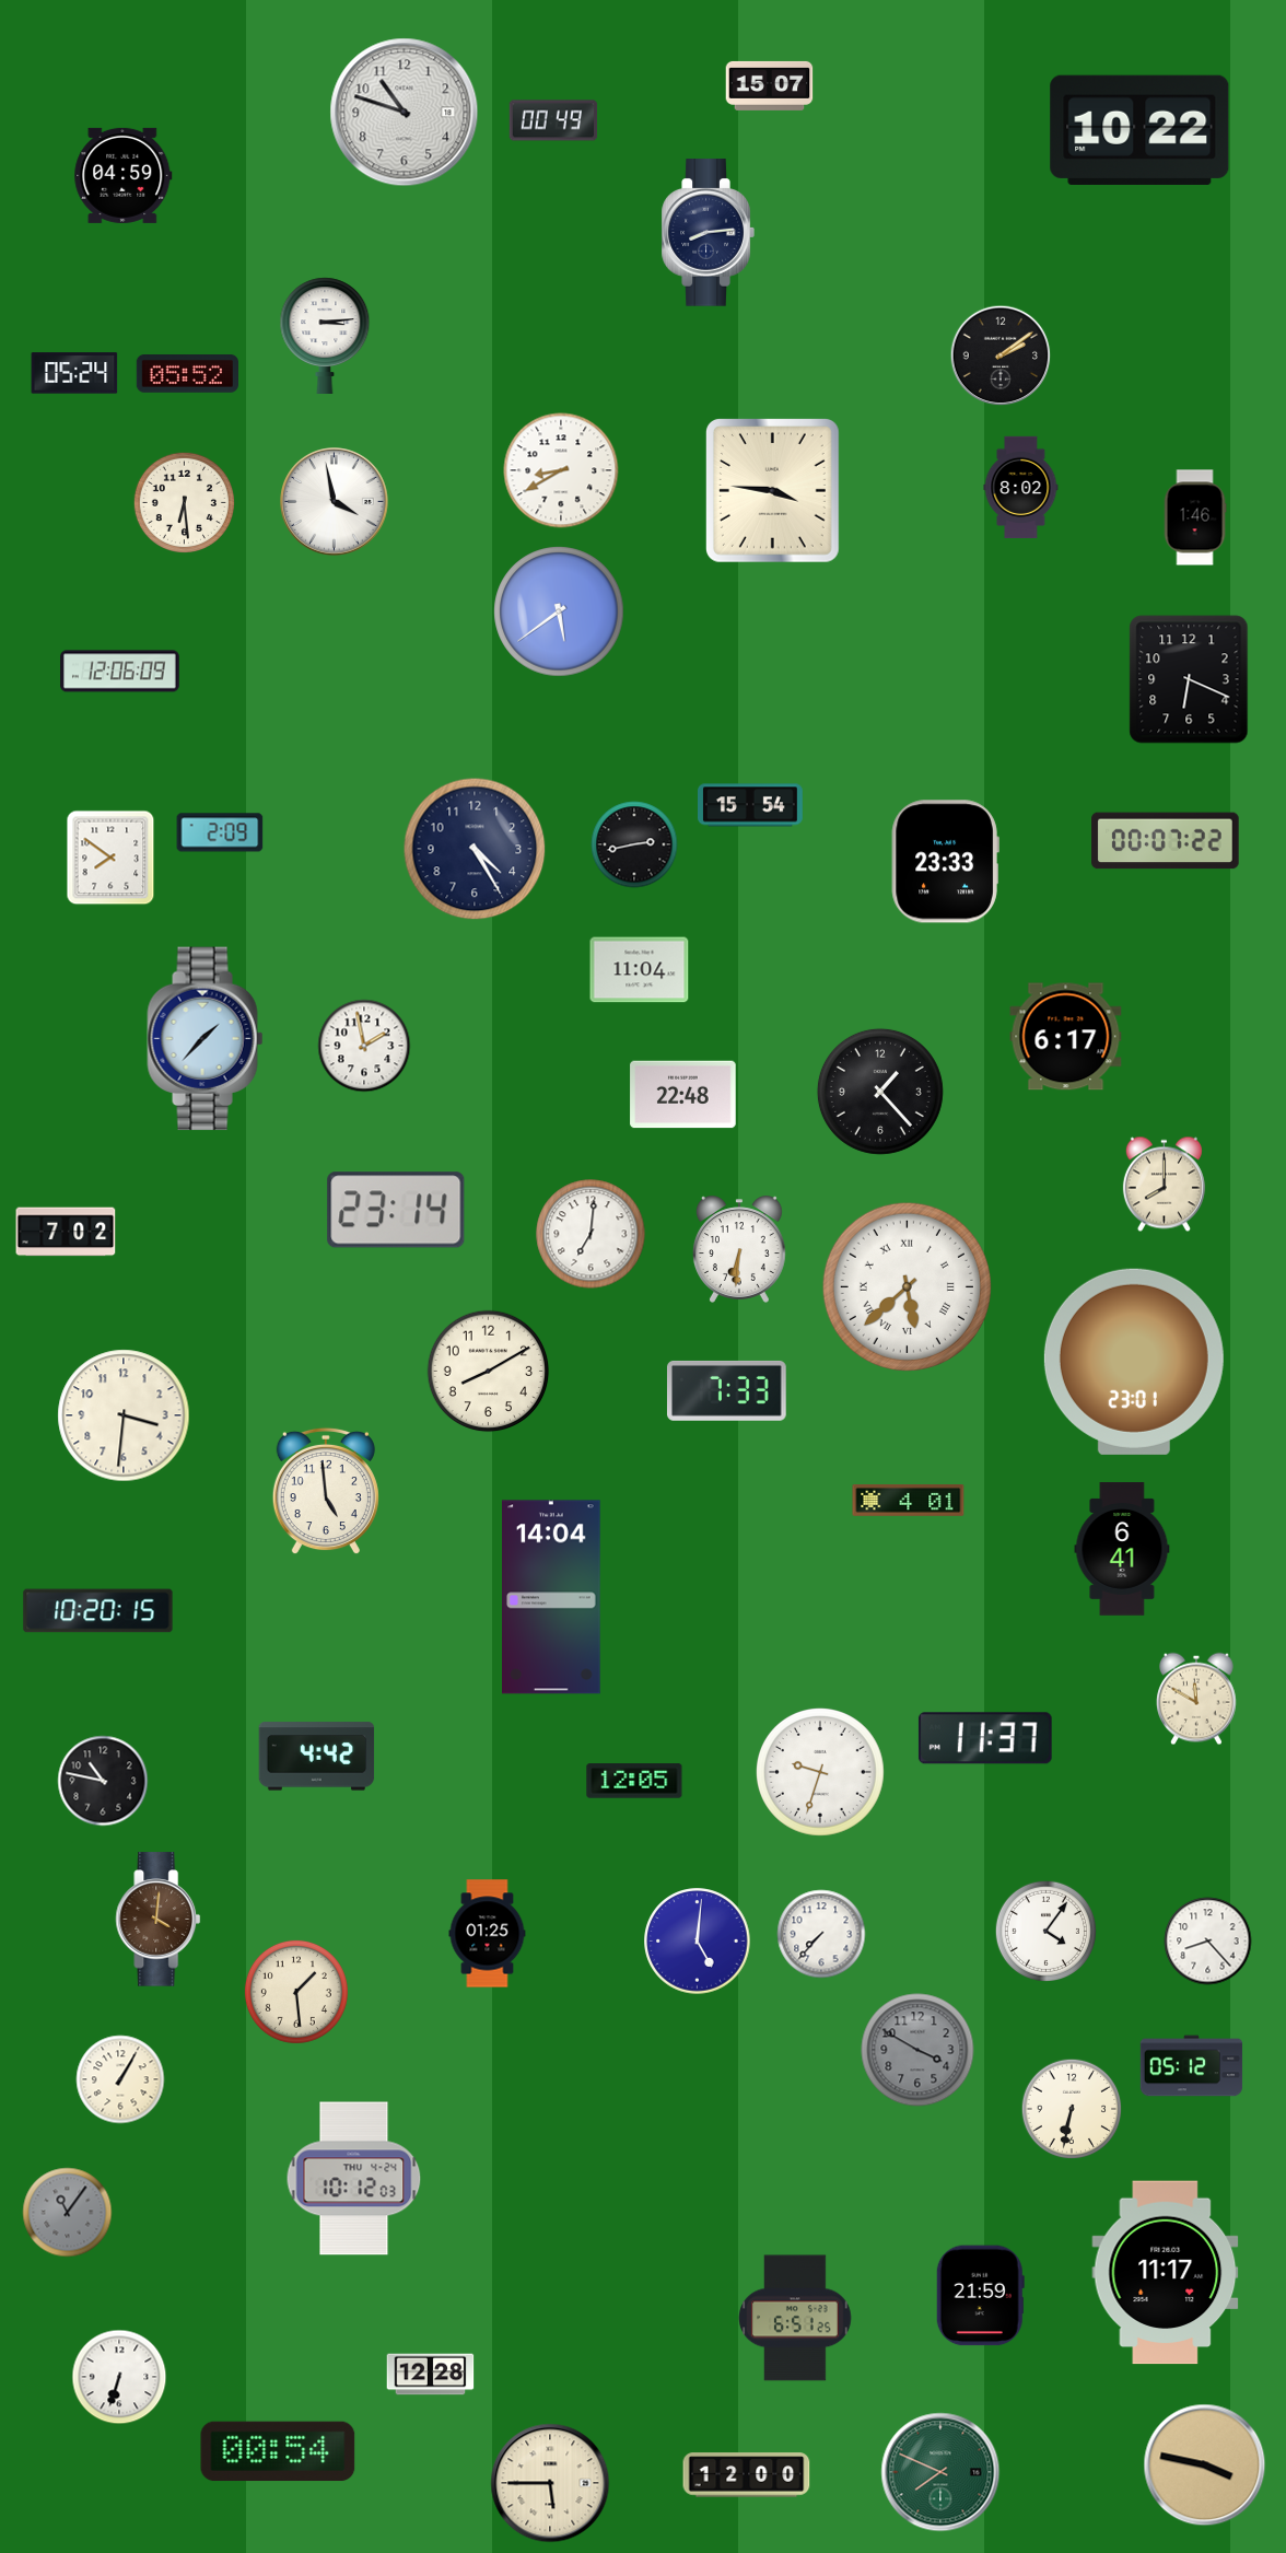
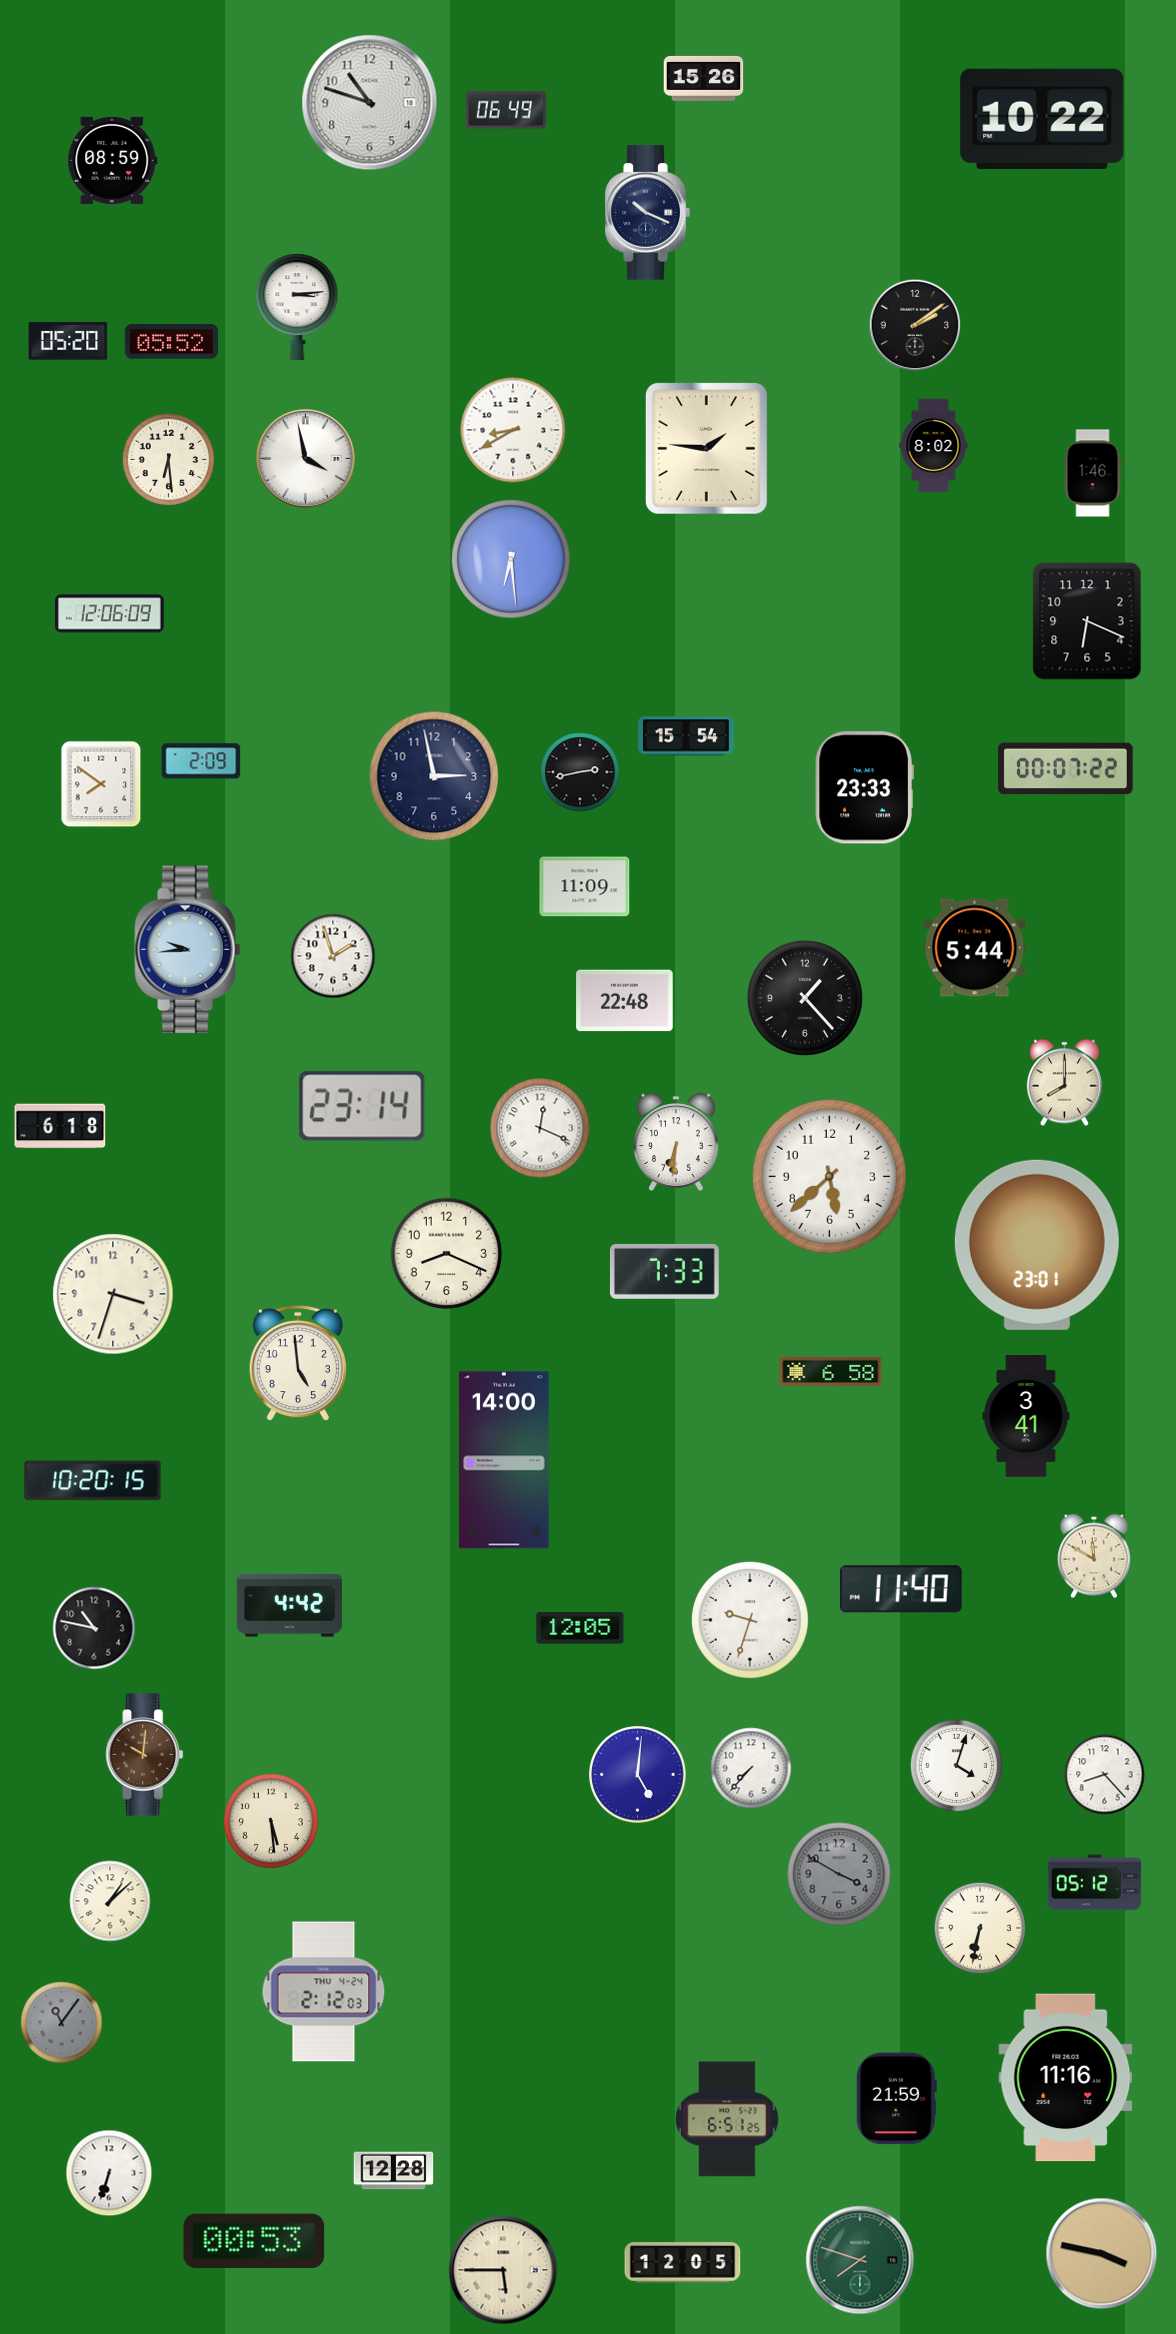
clock at (770, 85): 15:07 -> 15:26
clock at (553, 120): 00:49 -> 06:49
clock at (124, 175): 04:59 -> 08:59
clock at (708, 233): 8:14 -> 10:19
clock at (74, 373): 05:24 -> 05:20
clock at (772, 491): 3:46 -> 1:46
clock at (559, 611): 5:39 -> 6:29
clock at (475, 849): 4:25 -> 2:58
clock at (640, 970): 11:04 -> 11:09
clock at (1066, 1037): 6:17 -> 5:44
clock at (206, 1039): 1:37 -> 9:44
clock at (364, 1046): 1:58 -> 1:57
clock at (66, 1232): 7:02 -> 6:18
clock at (591, 1234): 7:01 -> 12:19
clock at (907, 1286) numerals: Roman -> Arabic
clock at (489, 1372): 8:10 -> 8:19
clock at (124, 1415): 3:31 -> 3:33
clock at (909, 1501): 4:01 -> 6:58
clock at (1122, 1549): 6:41 -> 3:41
clock at (551, 1597): 14:04 -> 14:00
clock at (98, 1611) position: (98, 1611) -> (93, 1481)
clock at (1196, 1699) position: (1196, 1699) -> (1094, 1556)
clock at (985, 1738): 11:37 -> 11:40
clock at (159, 1920): 4:01 -> 10:01
clock at (1045, 1931): 4:06 -> 4:03
clock at (488, 1934): 01:25 -> none
clock at (296, 1992): 1:29 -> 5:29
clock at (1192, 2066) position: (1192, 2066) -> (1095, 1883)
clock at (120, 2079): 1:05 -> 1:08
clock at (354, 2179): 10:12 -> 2:12
clock at (1166, 2273): 11:17 -> 11:16
clock at (278, 2451): 00:54 -> 00:53
clock at (940, 2472): 7:49 -> 7:48
clock at (747, 2475): 12:00 -> 12:05
